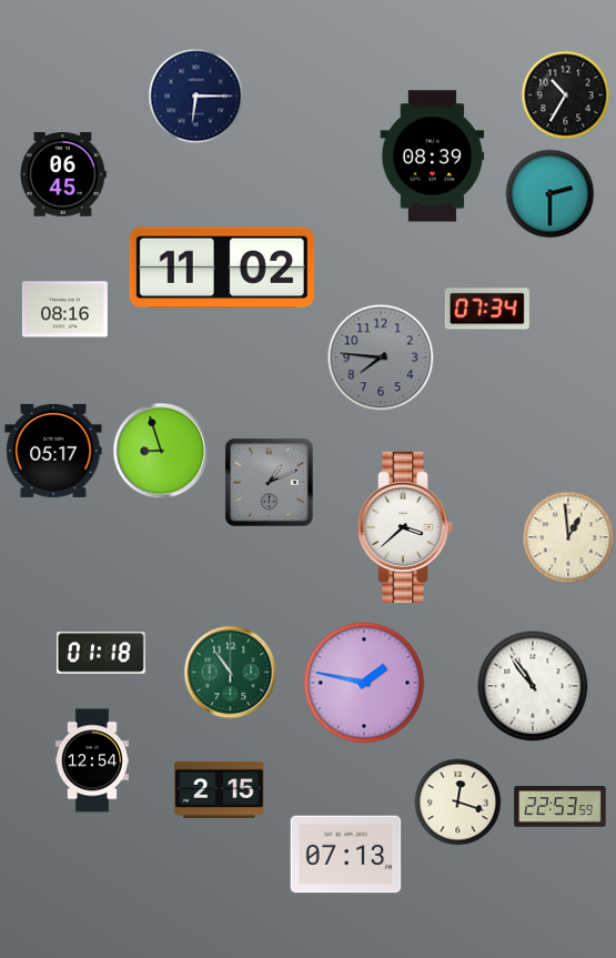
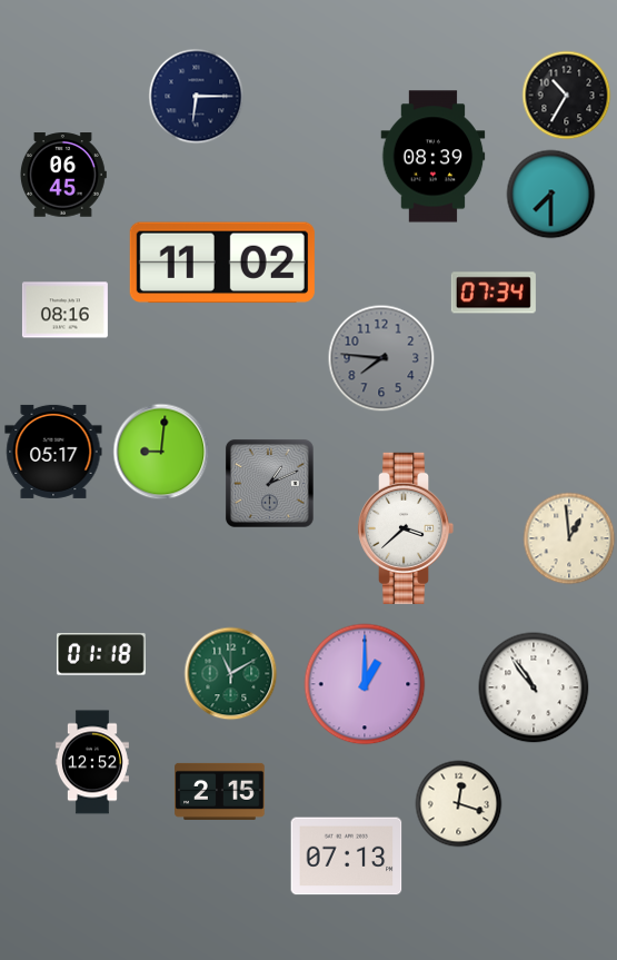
clock at (551, 194): 2:30 -> 7:30
clock at (222, 268) position: (222, 268) -> (222, 263)
clock at (487, 309) position: (487, 309) -> (494, 293)
clock at (161, 451): 8:57 -> 9:01
clock at (231, 673): 10:54 -> 11:10
clock at (364, 683): 1:47 -> 1:00
clock at (92, 760): 12:54 -> 12:52
clock at (561, 807): 22:53 -> none
